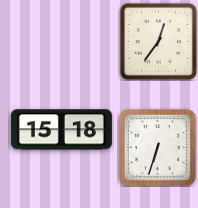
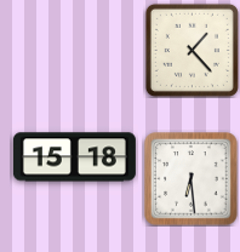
clock at (158, 41): 12:36 -> 1:23
clock at (158, 148): 6:33 -> 6:29
